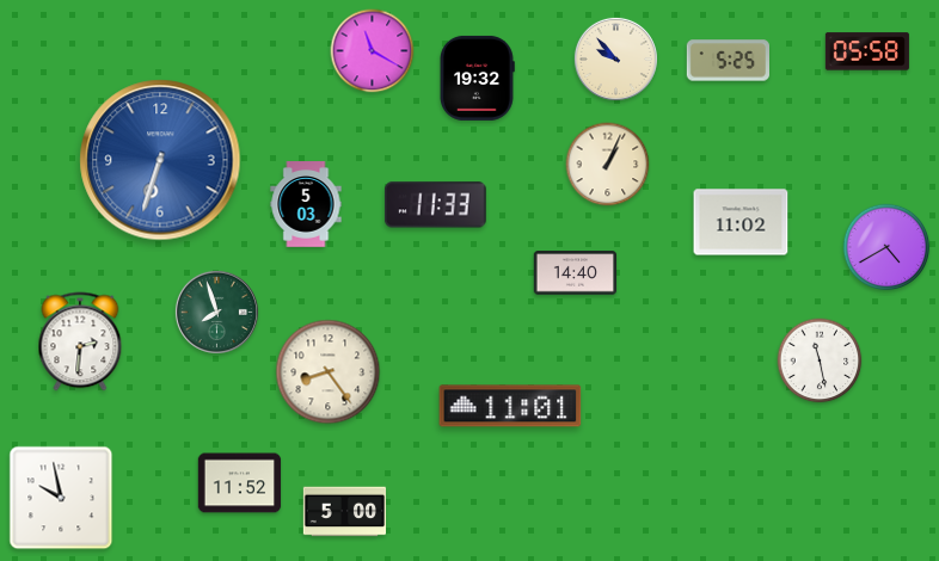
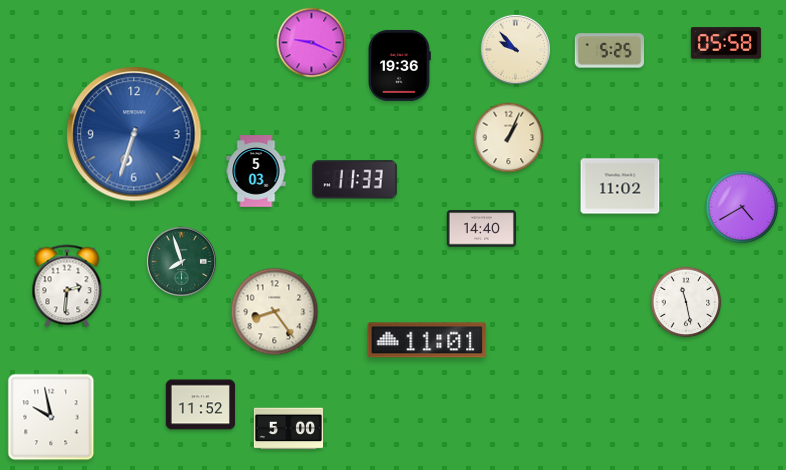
clock at (373, 51): 11:20 -> 9:19
clock at (478, 78): 19:32 -> 19:36
clock at (435, 205) position: (435, 205) -> (354, 180)
